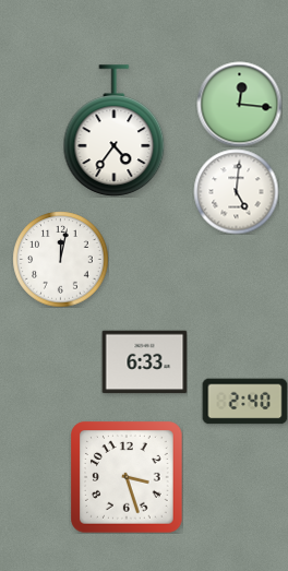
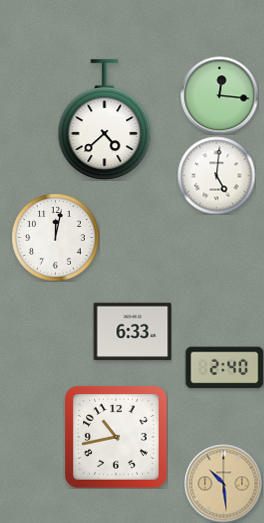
clock at (115, 131): 4:36 -> 4:38
clock at (127, 477): 3:27 -> 10:43
clock at (223, 483): none -> 10:29
